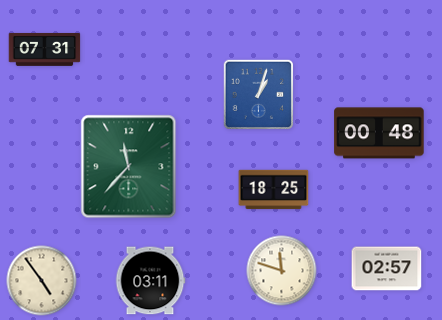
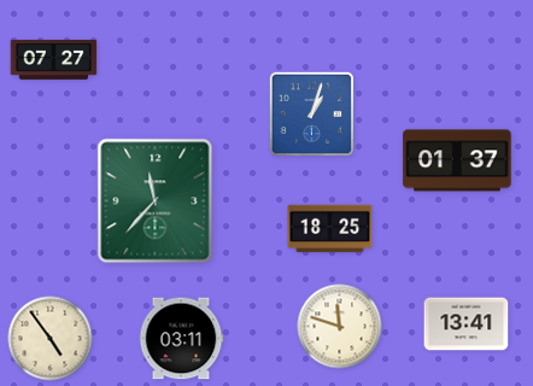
clock at (45, 49): 07:31 -> 07:27
clock at (379, 133): 00:48 -> 01:37
clock at (387, 269): 02:57 -> 13:41
